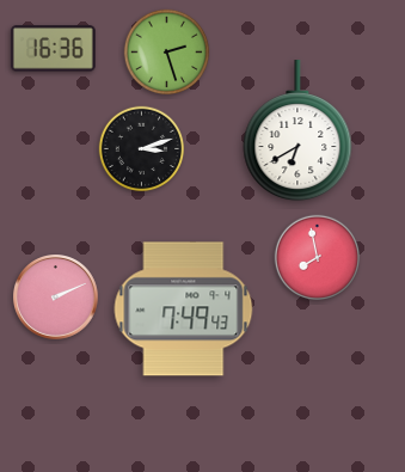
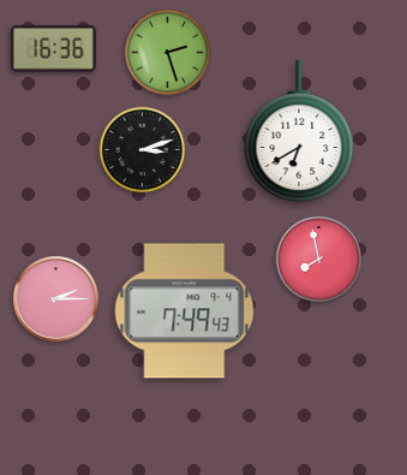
clock at (56, 298): 2:11 -> 2:15
